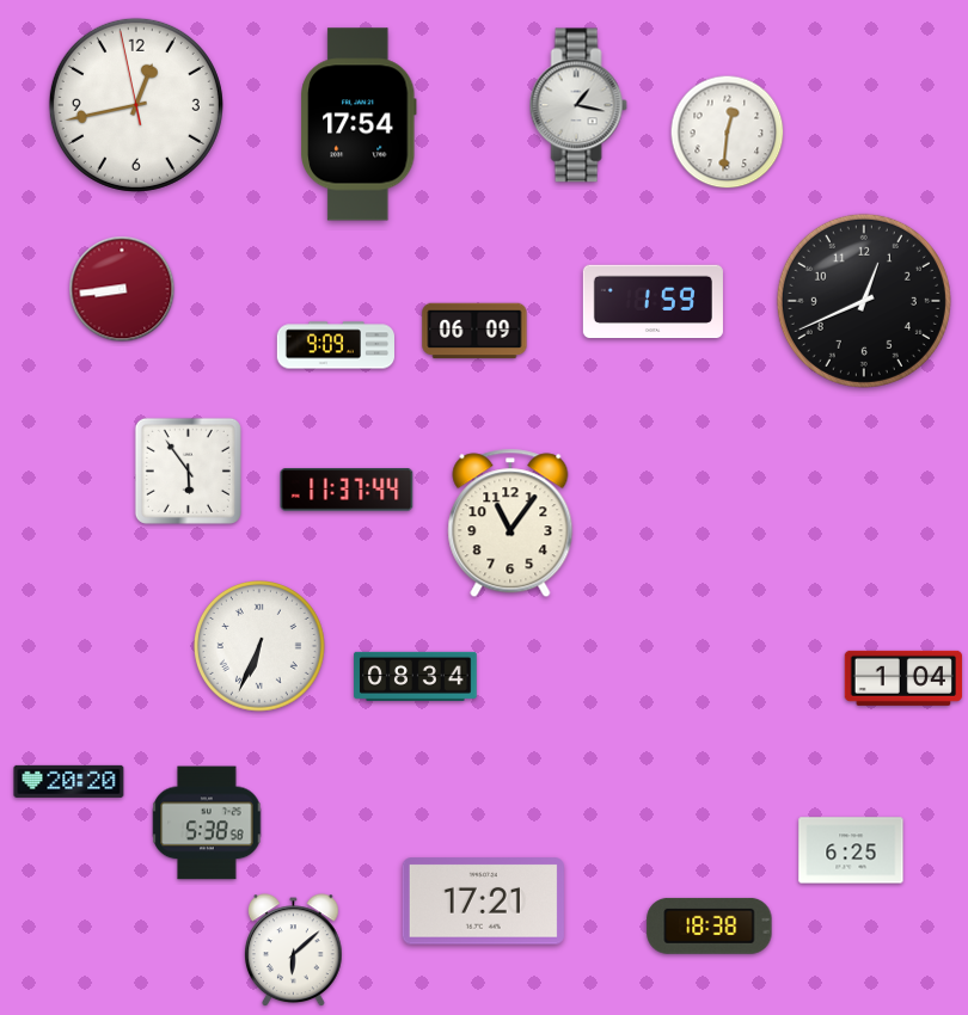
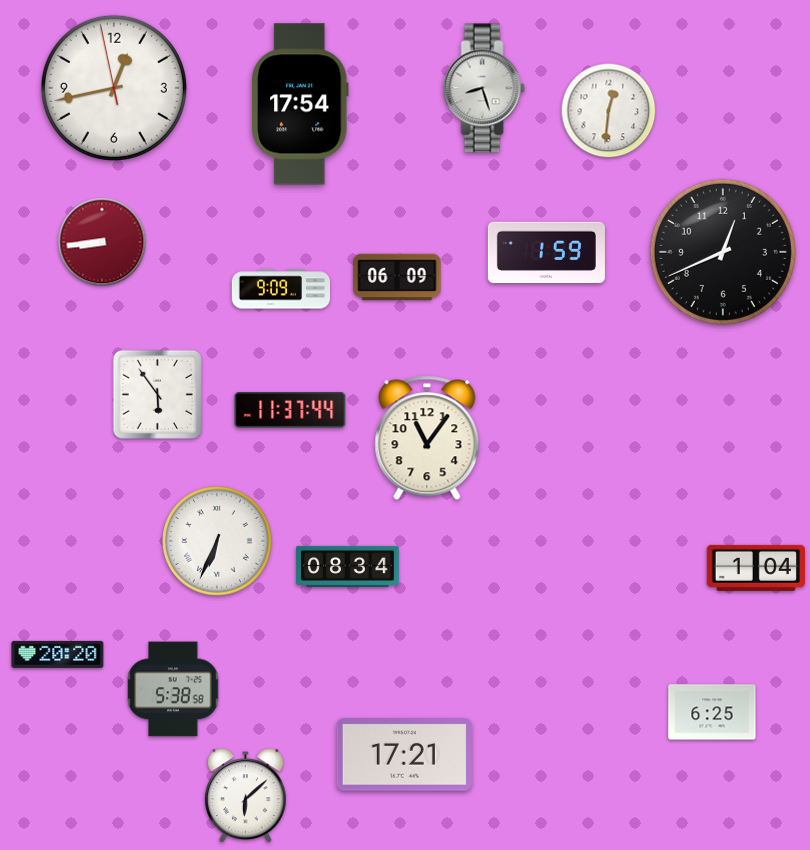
clock at (578, 105): 1:17 -> 8:27
clock at (710, 925): 18:38 -> none
